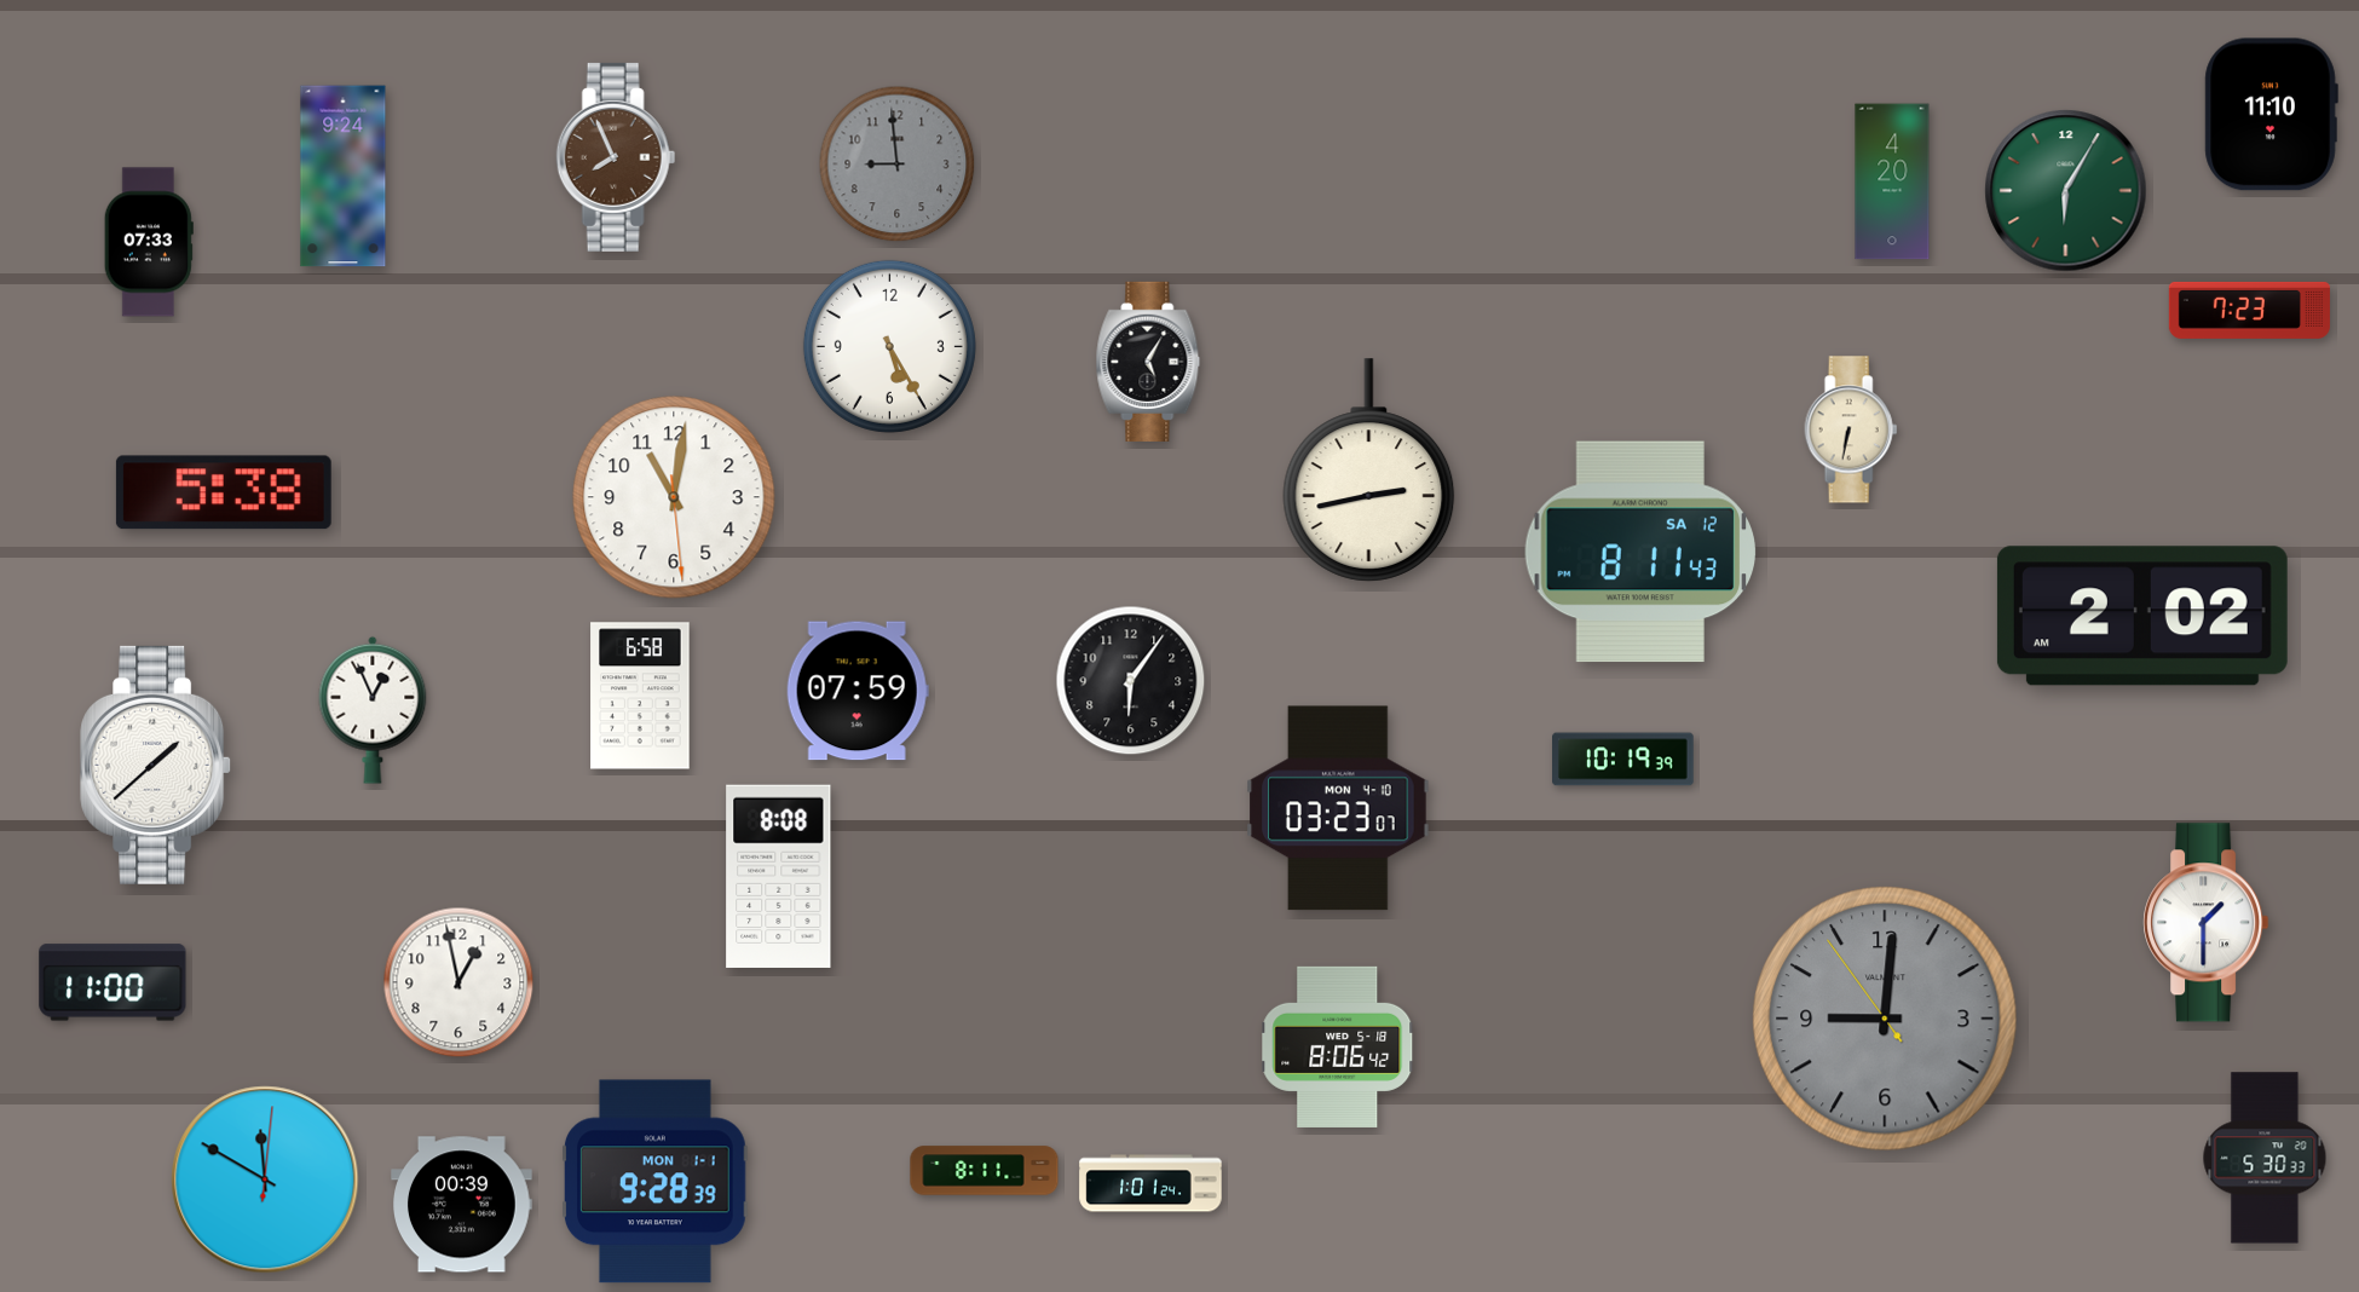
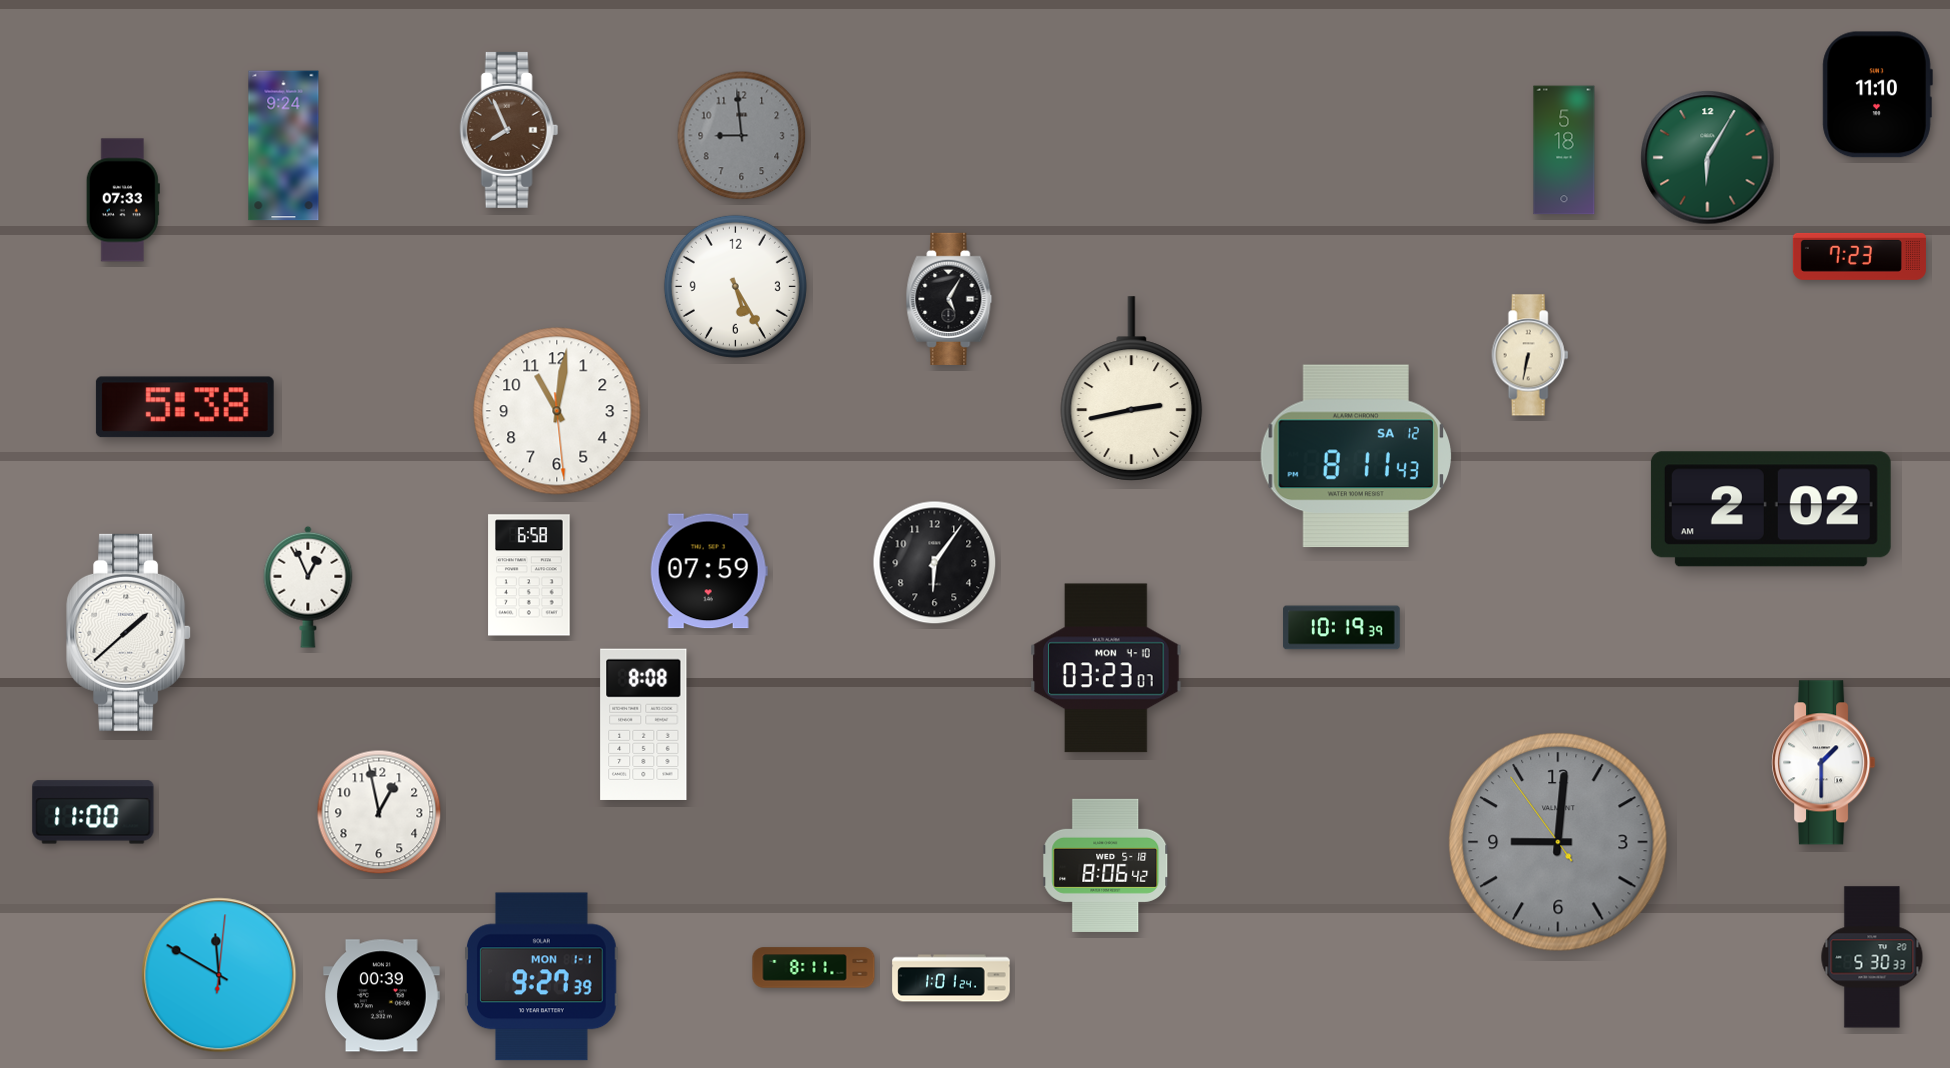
clock at (1892, 181): 4:20 -> 5:18
clock at (656, 1182): 9:28 -> 9:27
